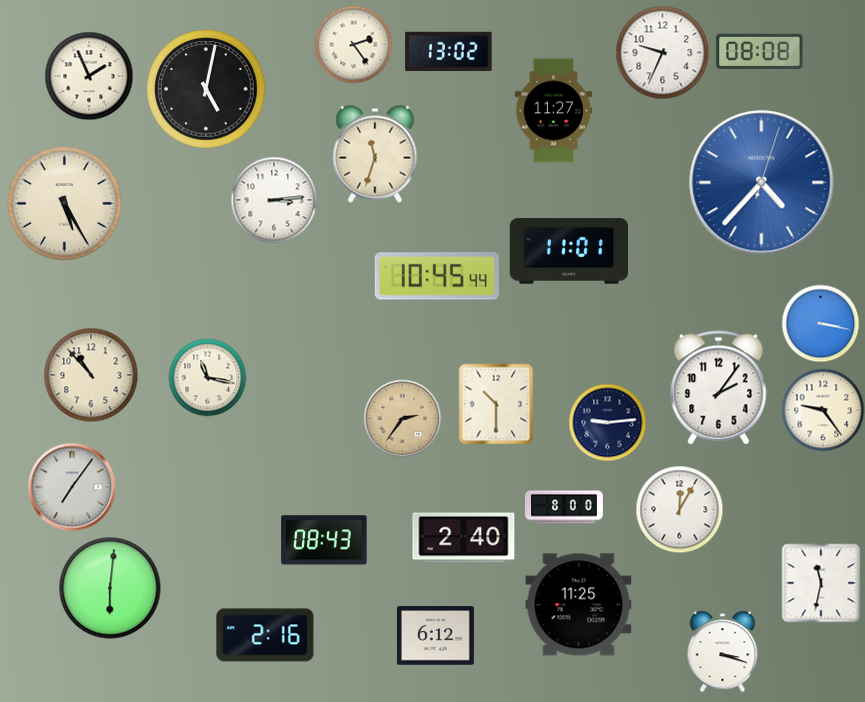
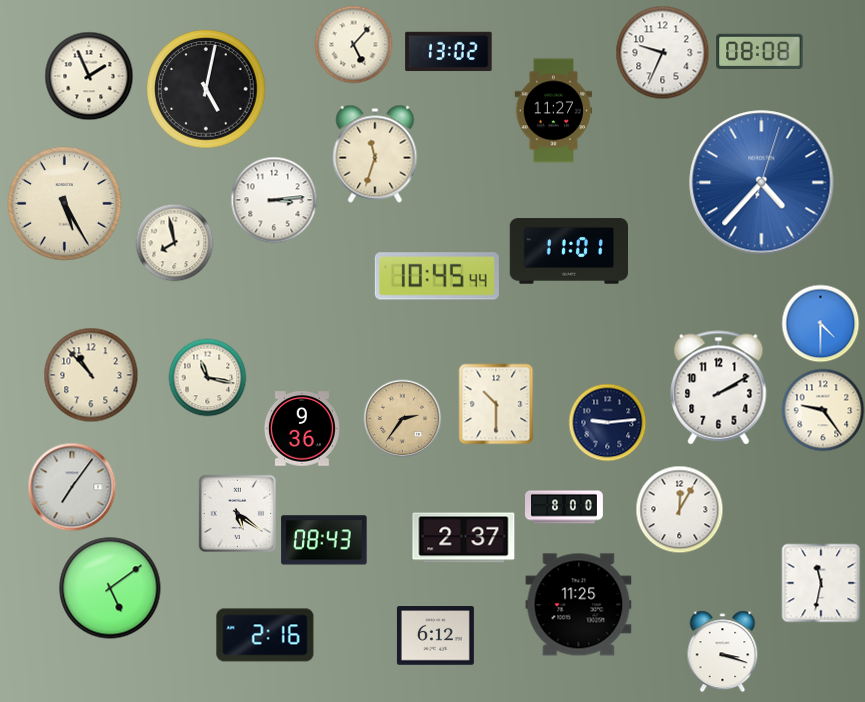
clock at (353, 44): 2:24 -> 5:07
clock at (174, 242): none -> 7:58
clock at (820, 323): 3:17 -> 4:30
clock at (719, 388): 2:06 -> 2:10
clock at (302, 429): none -> 9:36
clock at (237, 513): none -> 5:21
clock at (464, 538): 2:40 -> 2:37
clock at (110, 588): 6:01 -> 5:09
